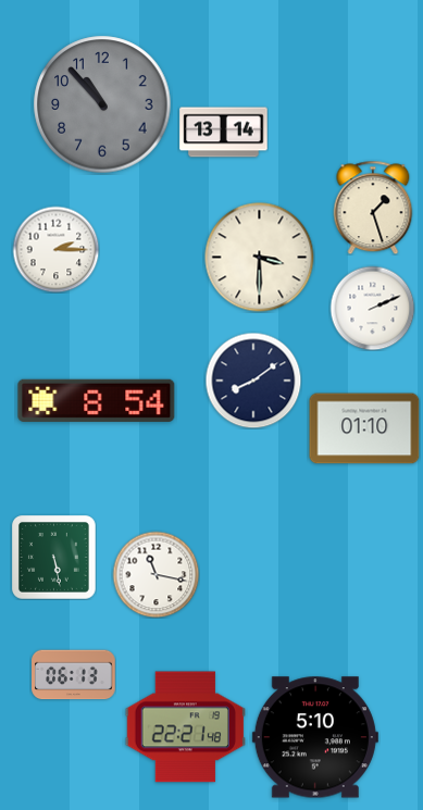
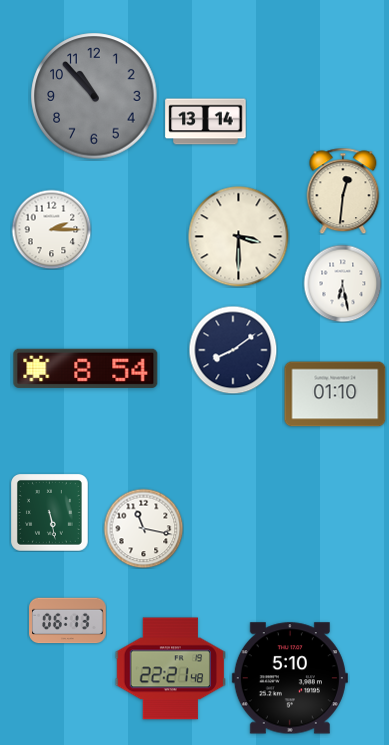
clock at (373, 208): 1:27 -> 12:31
clock at (372, 308): 2:11 -> 6:28
clock at (97, 400) position: (97, 400) -> (86, 368)
